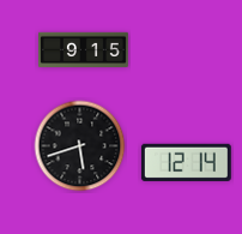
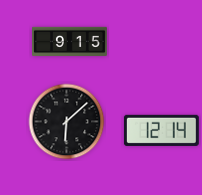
clock at (80, 146): 5:42 -> 6:08
clock at (186, 162) position: (186, 162) -> (161, 130)
